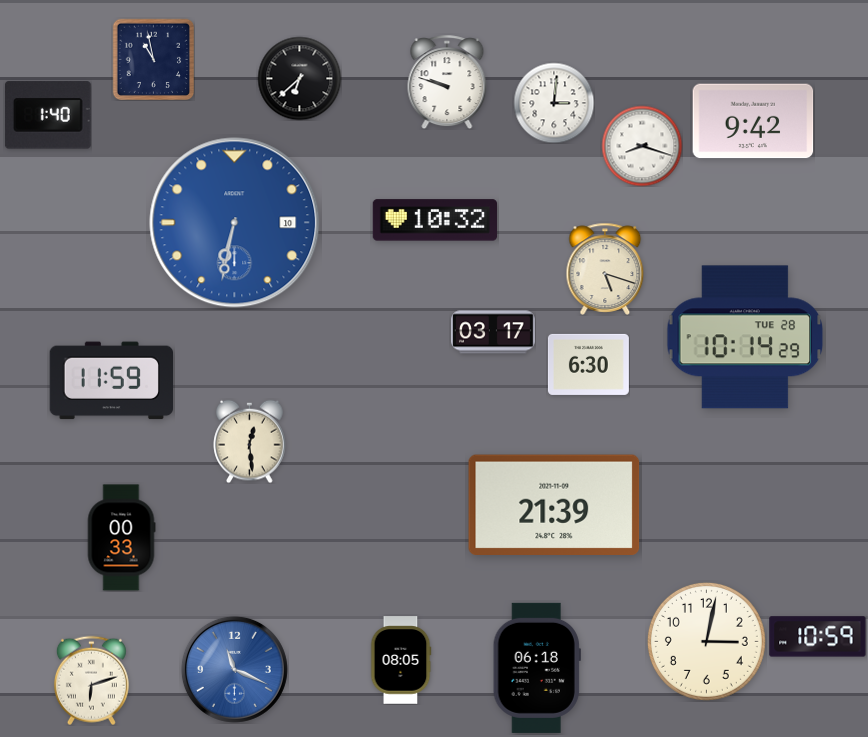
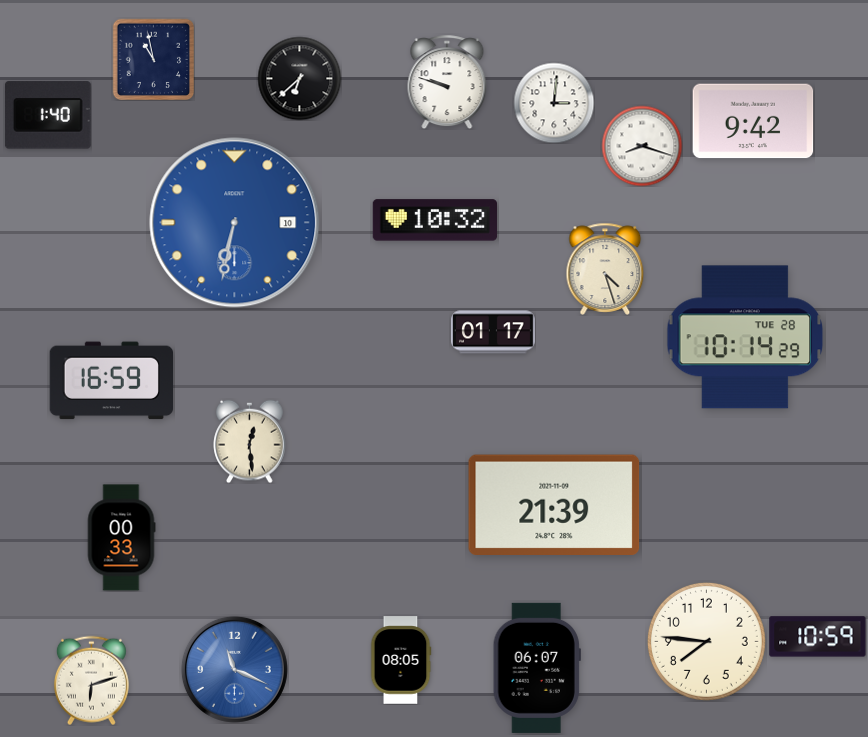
clock at (605, 269): 5:18 -> 4:27
clock at (494, 332): 03:17 -> 01:17
clock at (588, 364): 6:30 -> none
clock at (111, 381): 11:59 -> 16:59
clock at (706, 641): 3:02 -> 7:46
clock at (537, 668): 06:18 -> 06:07
